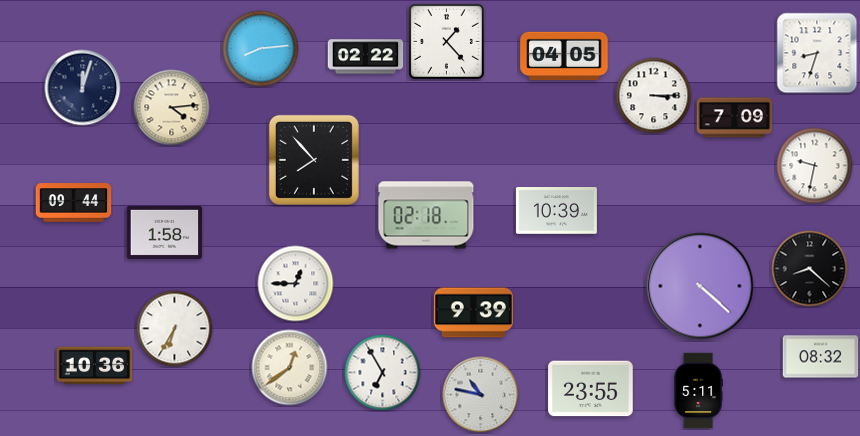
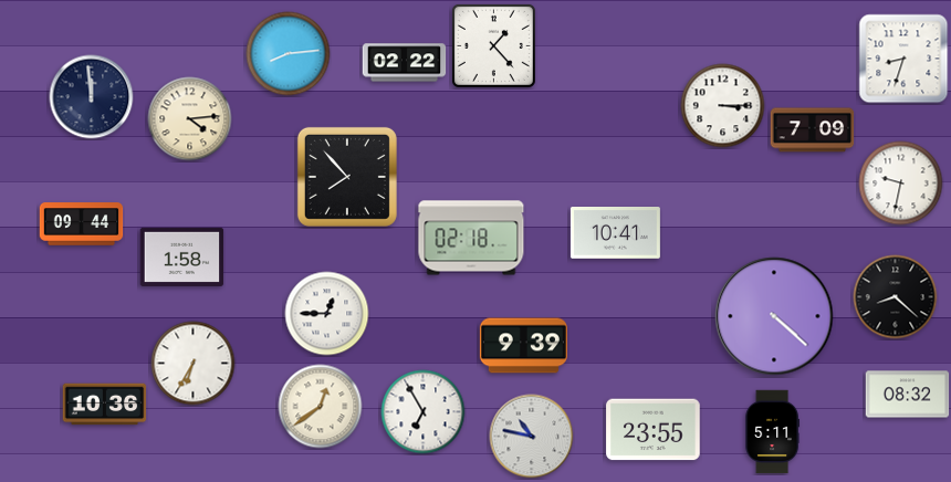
clock at (564, 56): 04:05 -> none
clock at (83, 88): 12:03 -> 11:59
clock at (556, 211): 10:39 -> 10:41
